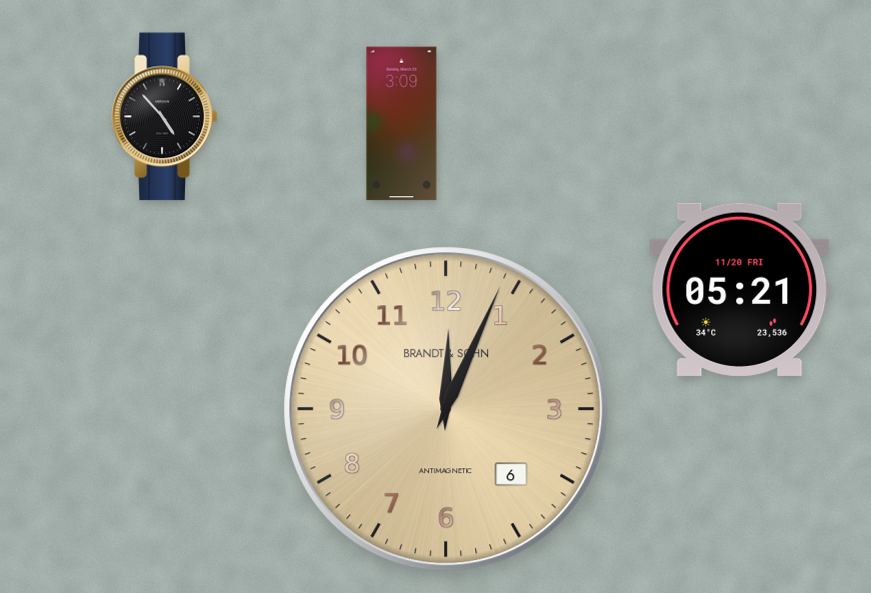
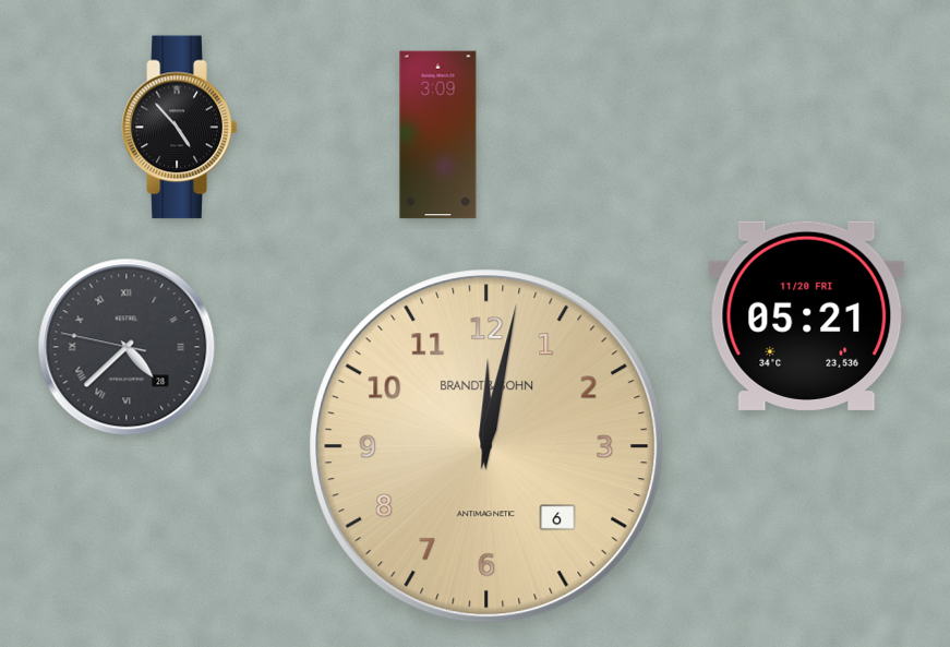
clock at (127, 347): none -> 4:37
clock at (446, 409): 12:04 -> 12:02
